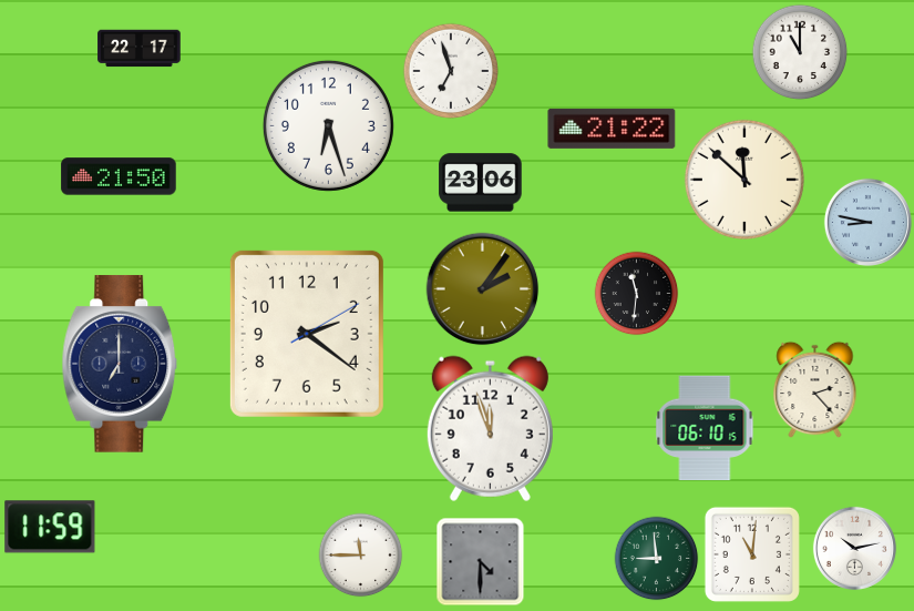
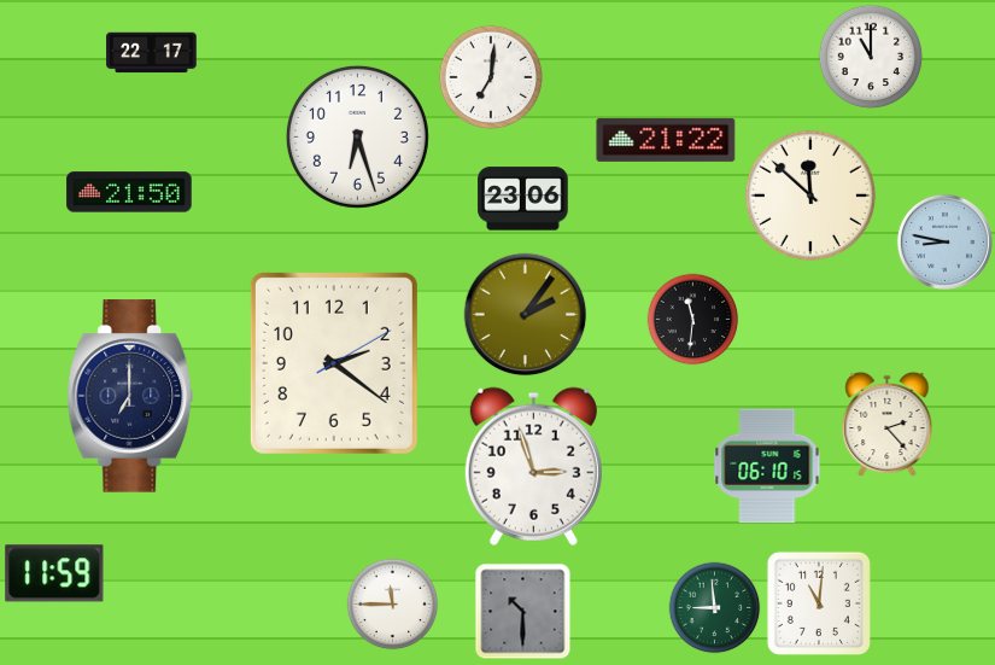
clock at (451, 71): 6:57 -> 7:01
clock at (490, 428): 11:57 -> 2:57
clock at (854, 548): 10:13 -> none
clock at (481, 562): 4:30 -> 10:30
